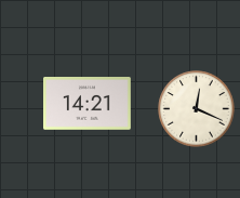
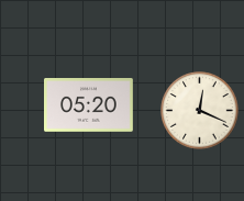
clock at (88, 104): 14:21 -> 05:20
